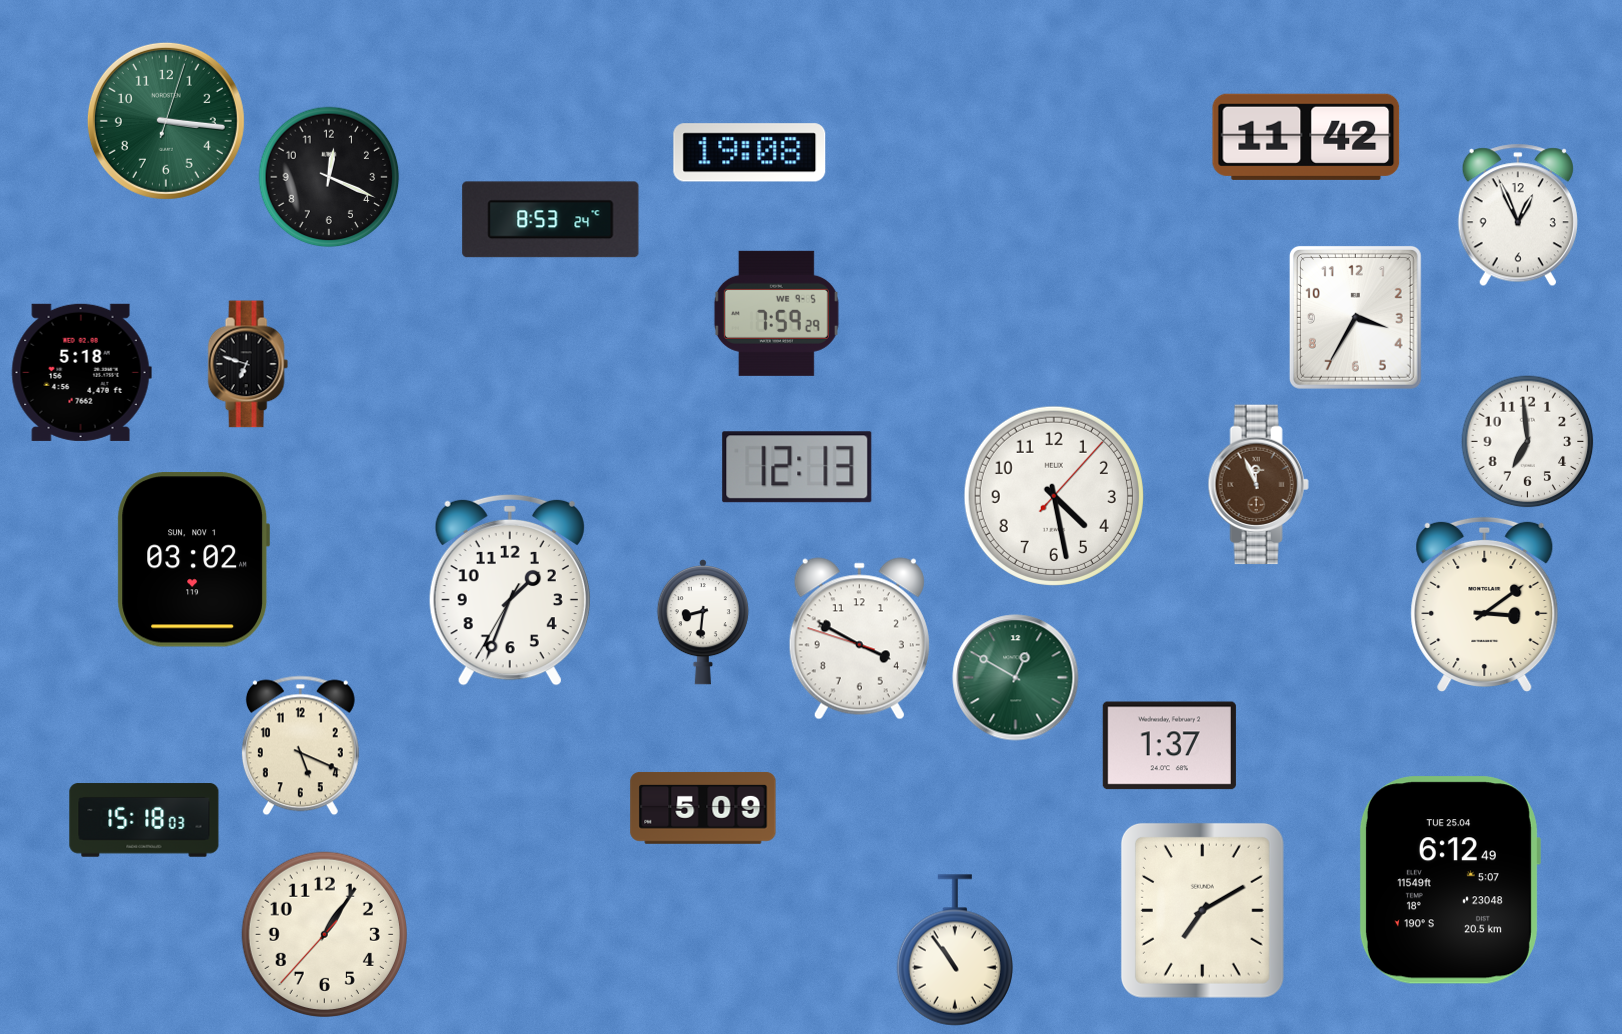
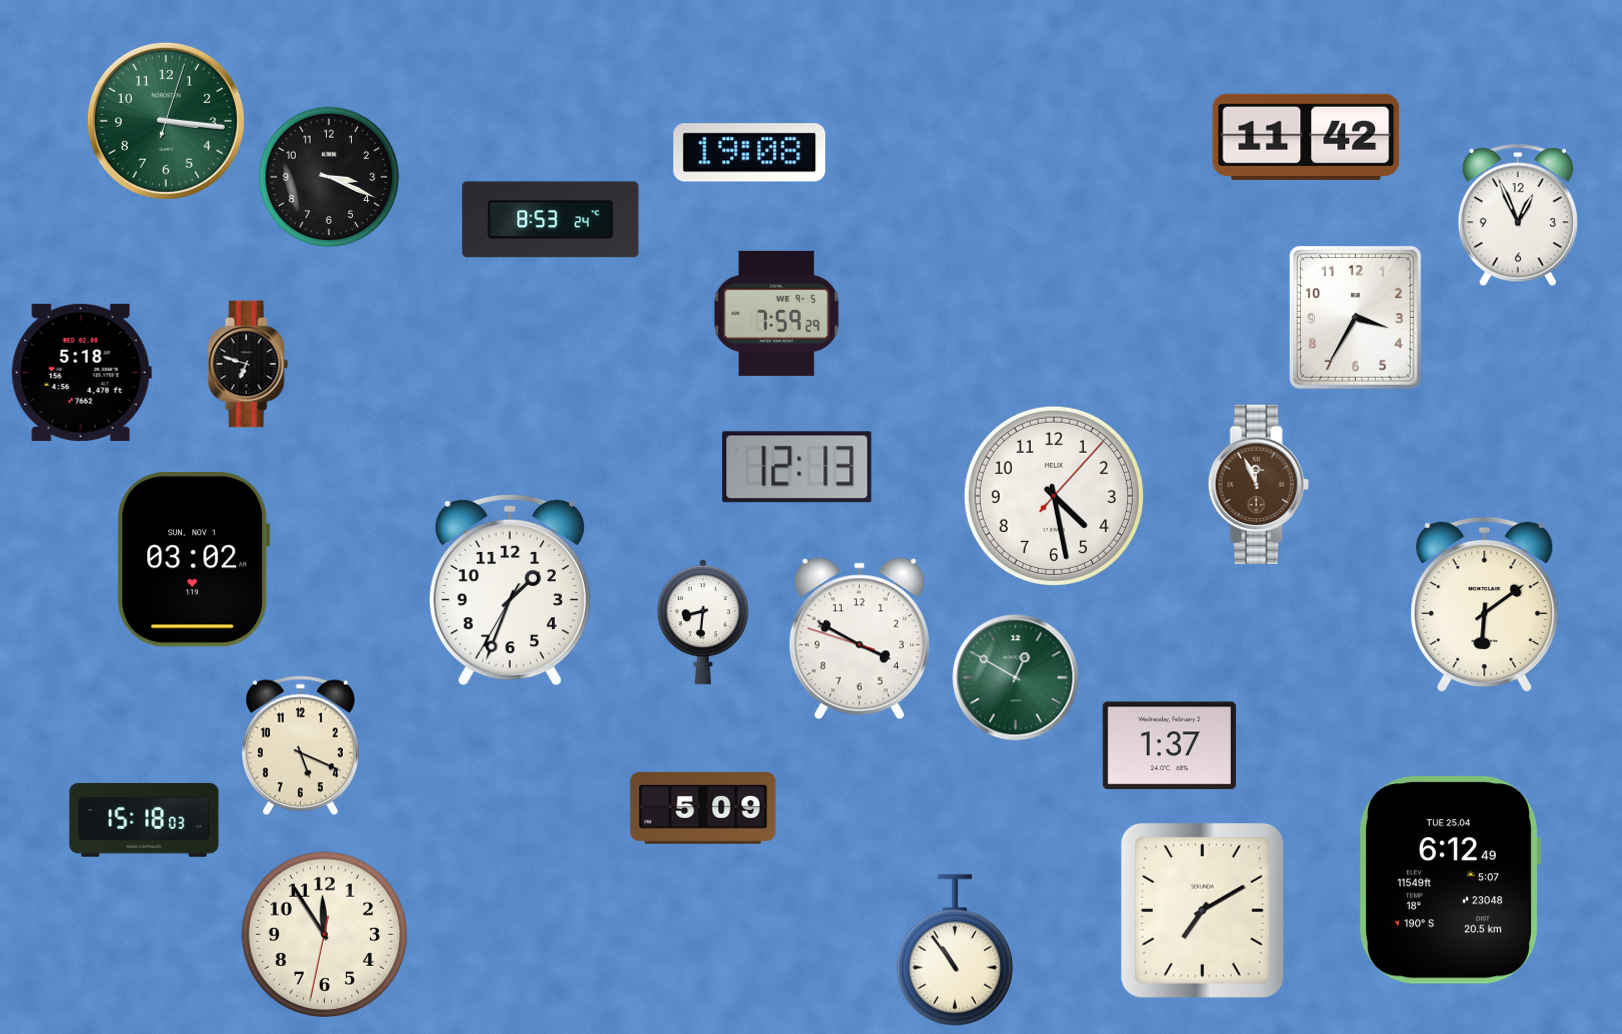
clock at (329, 177): 12:19 -> 3:19
clock at (1528, 442): 6:59 -> none
clock at (1485, 604): 3:09 -> 6:09
clock at (324, 934): 1:05 -> 11:54
